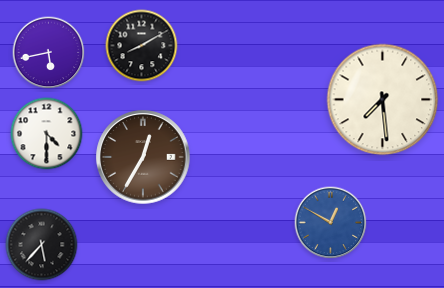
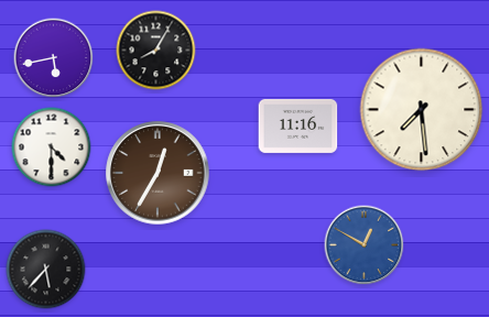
clock at (142, 46): 8:10 -> 8:05
clock at (298, 125): none -> 11:16
